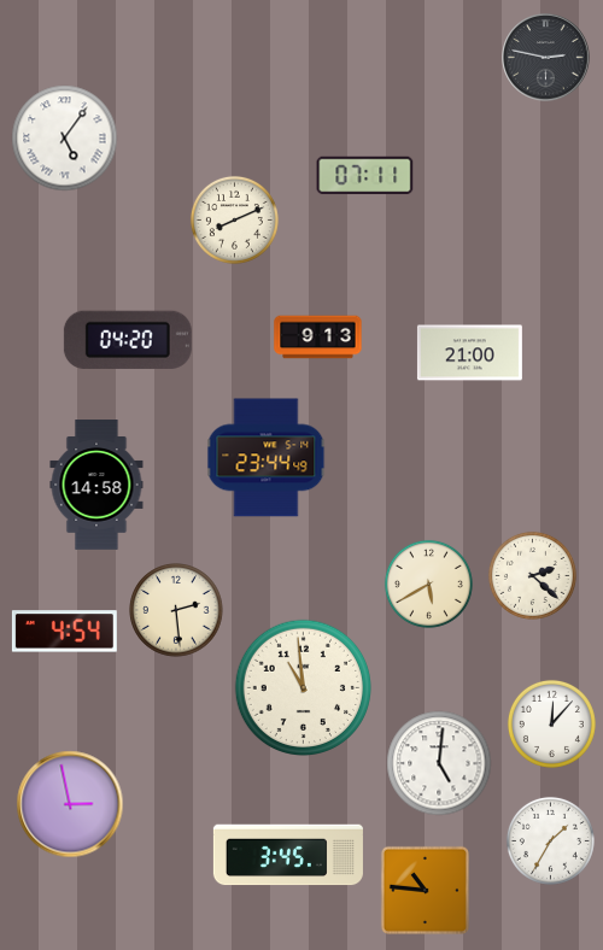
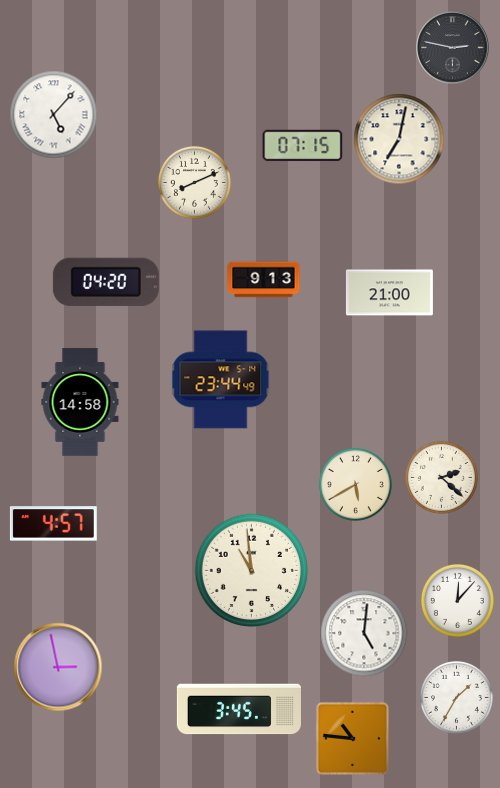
clock at (65, 139): 5:06 -> 5:07
clock at (399, 139): none -> 7:02
clock at (365, 176): 07:11 -> 07:15
clock at (176, 610): 2:29 -> none
clock at (64, 632): 4:54 -> 4:57
